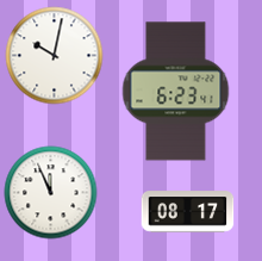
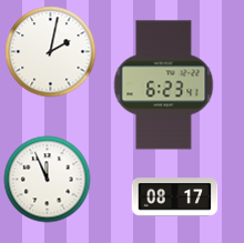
clock at (54, 55): 10:02 -> 2:02
